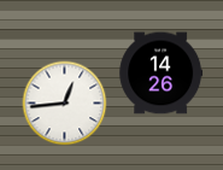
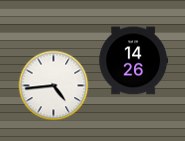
clock at (65, 104): 12:44 -> 4:44
